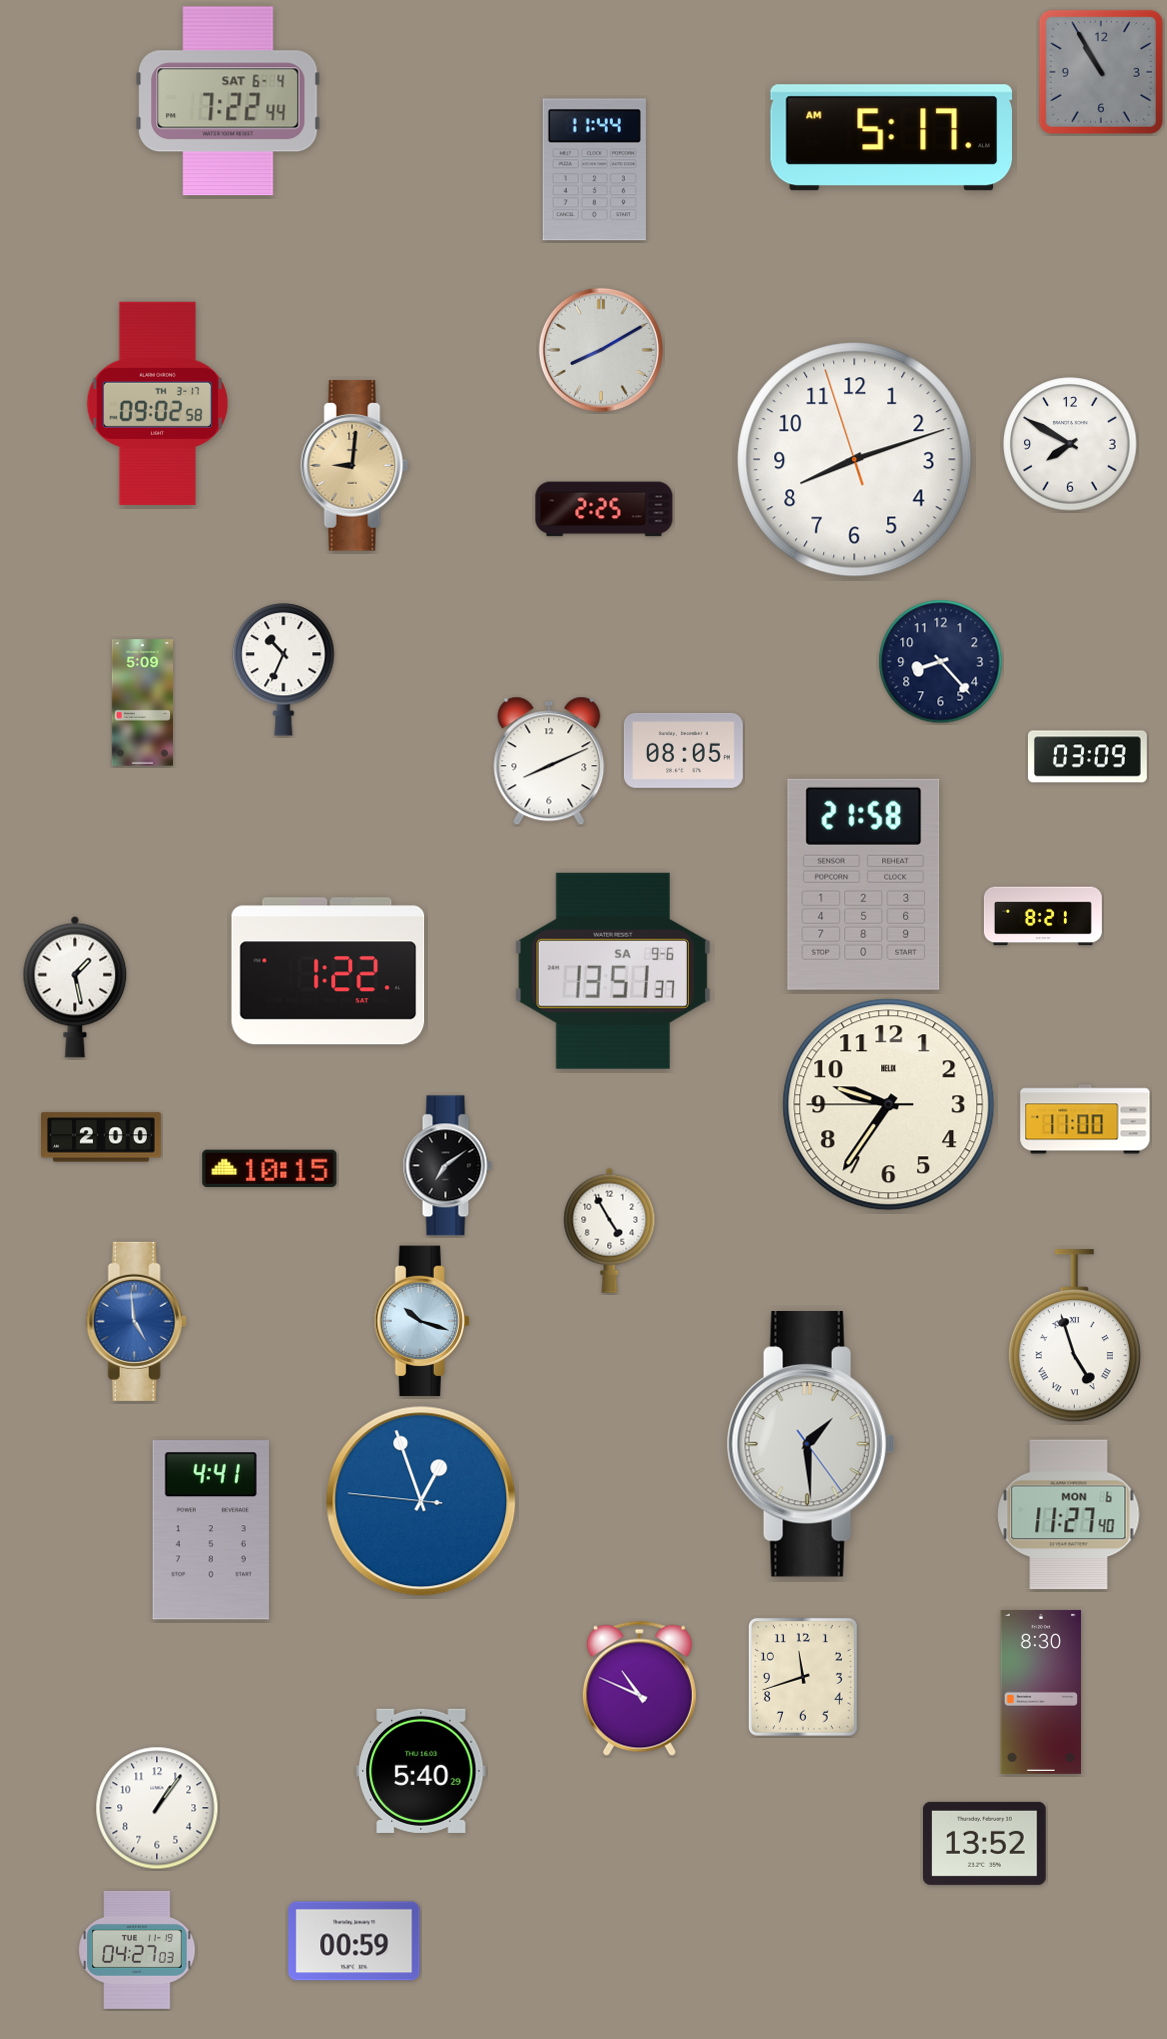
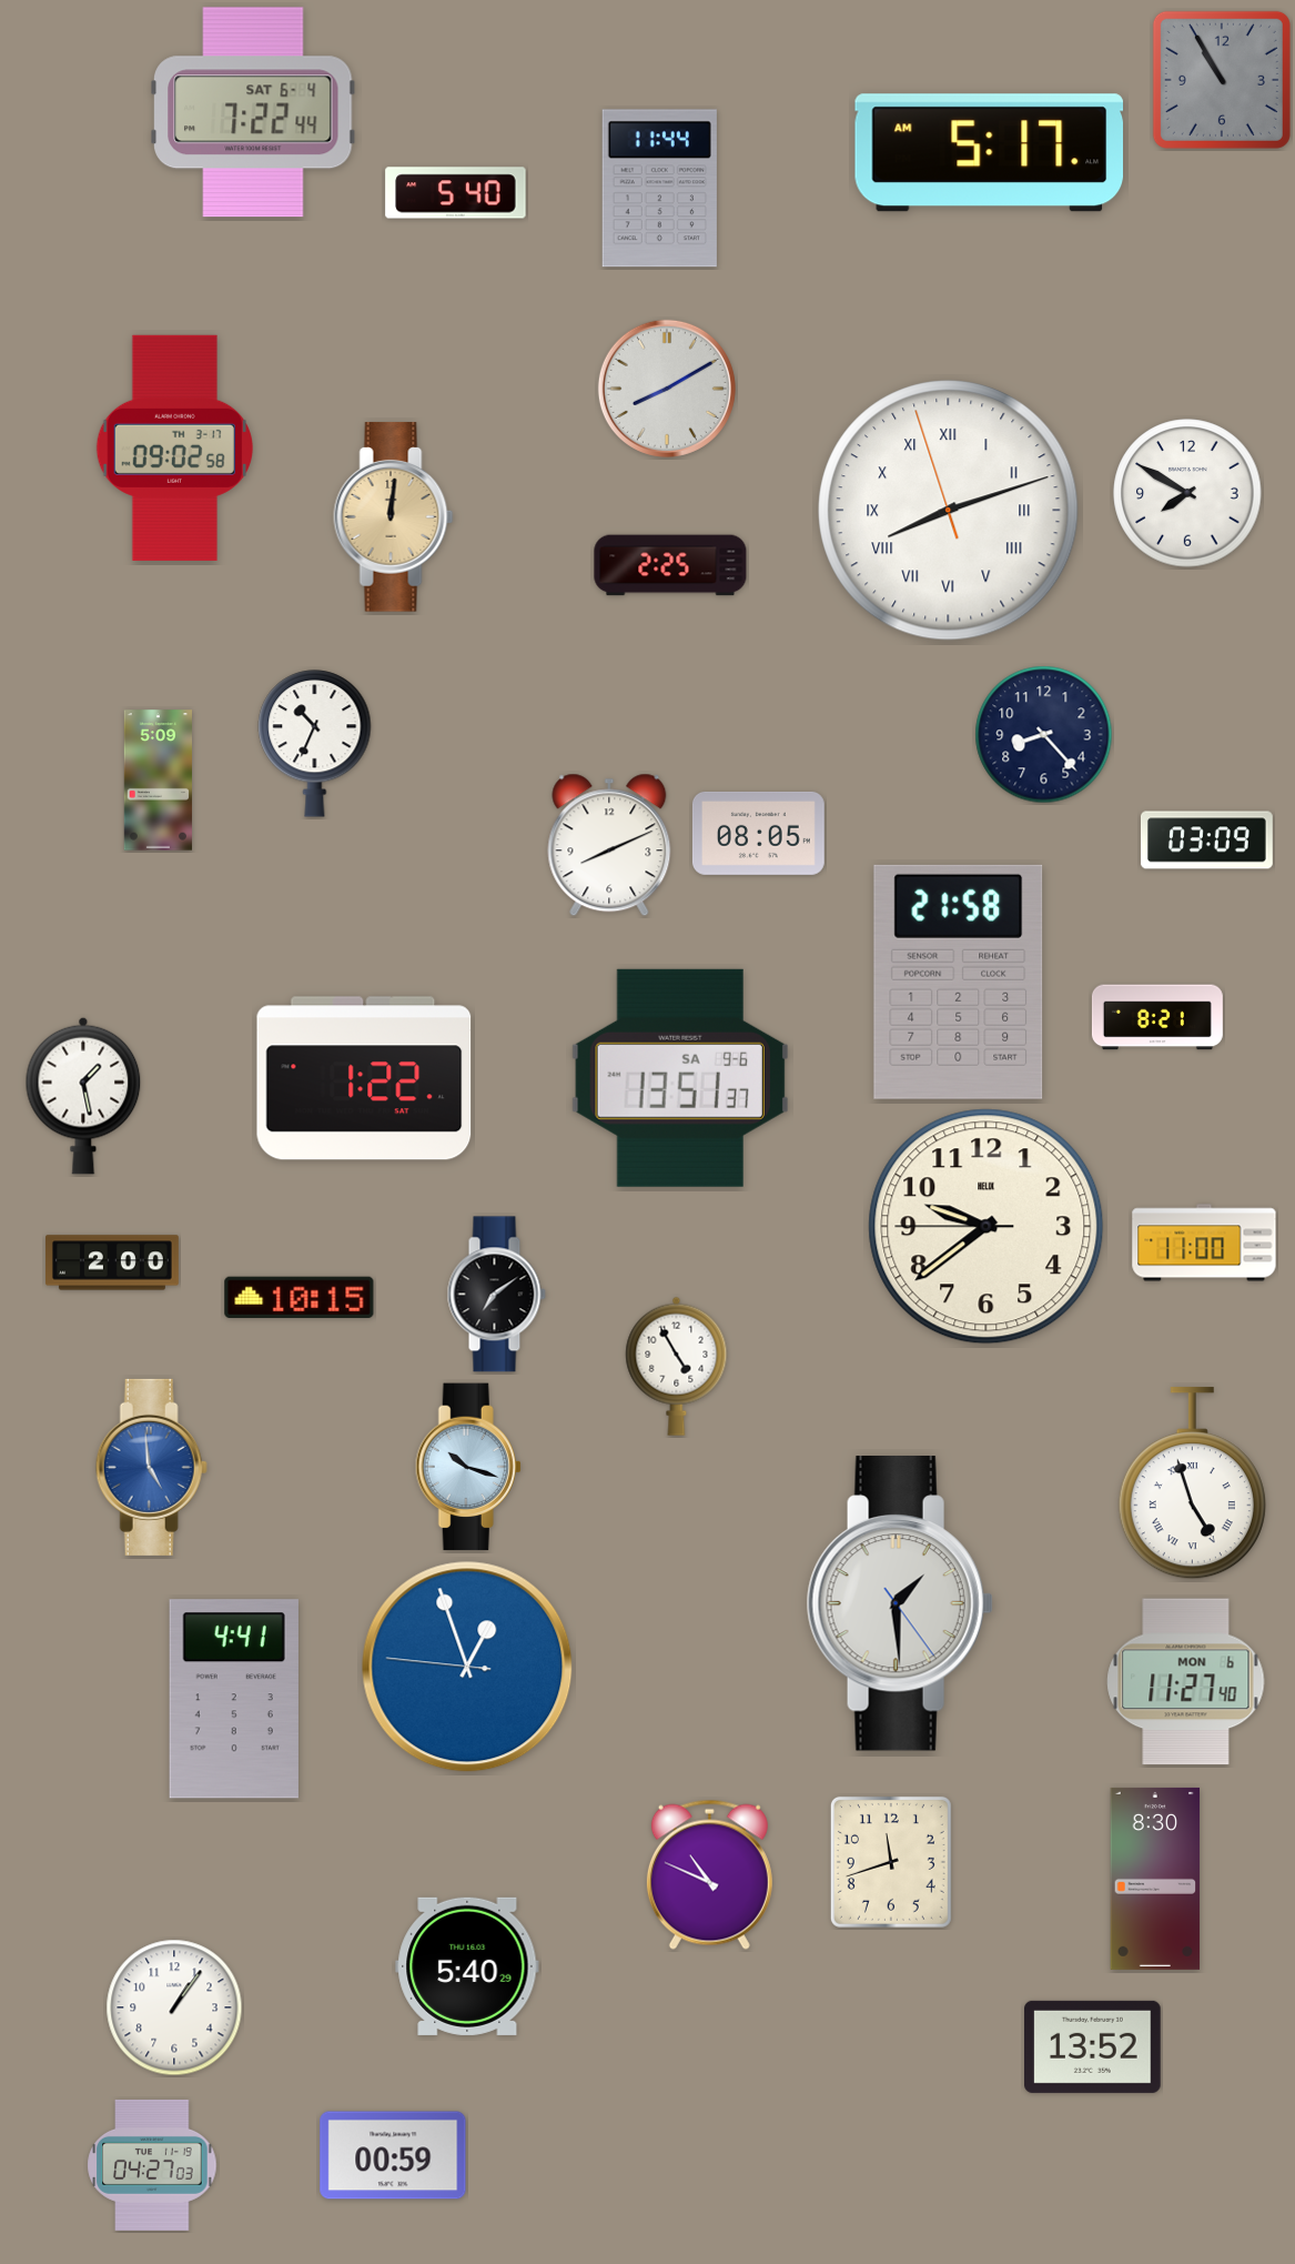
clock at (456, 193): none -> 5:40
clock at (855, 460) numerals: Arabic -> Roman
clock at (355, 466): 9:01 -> 12:01
clock at (889, 1105): 9:35 -> 9:38
